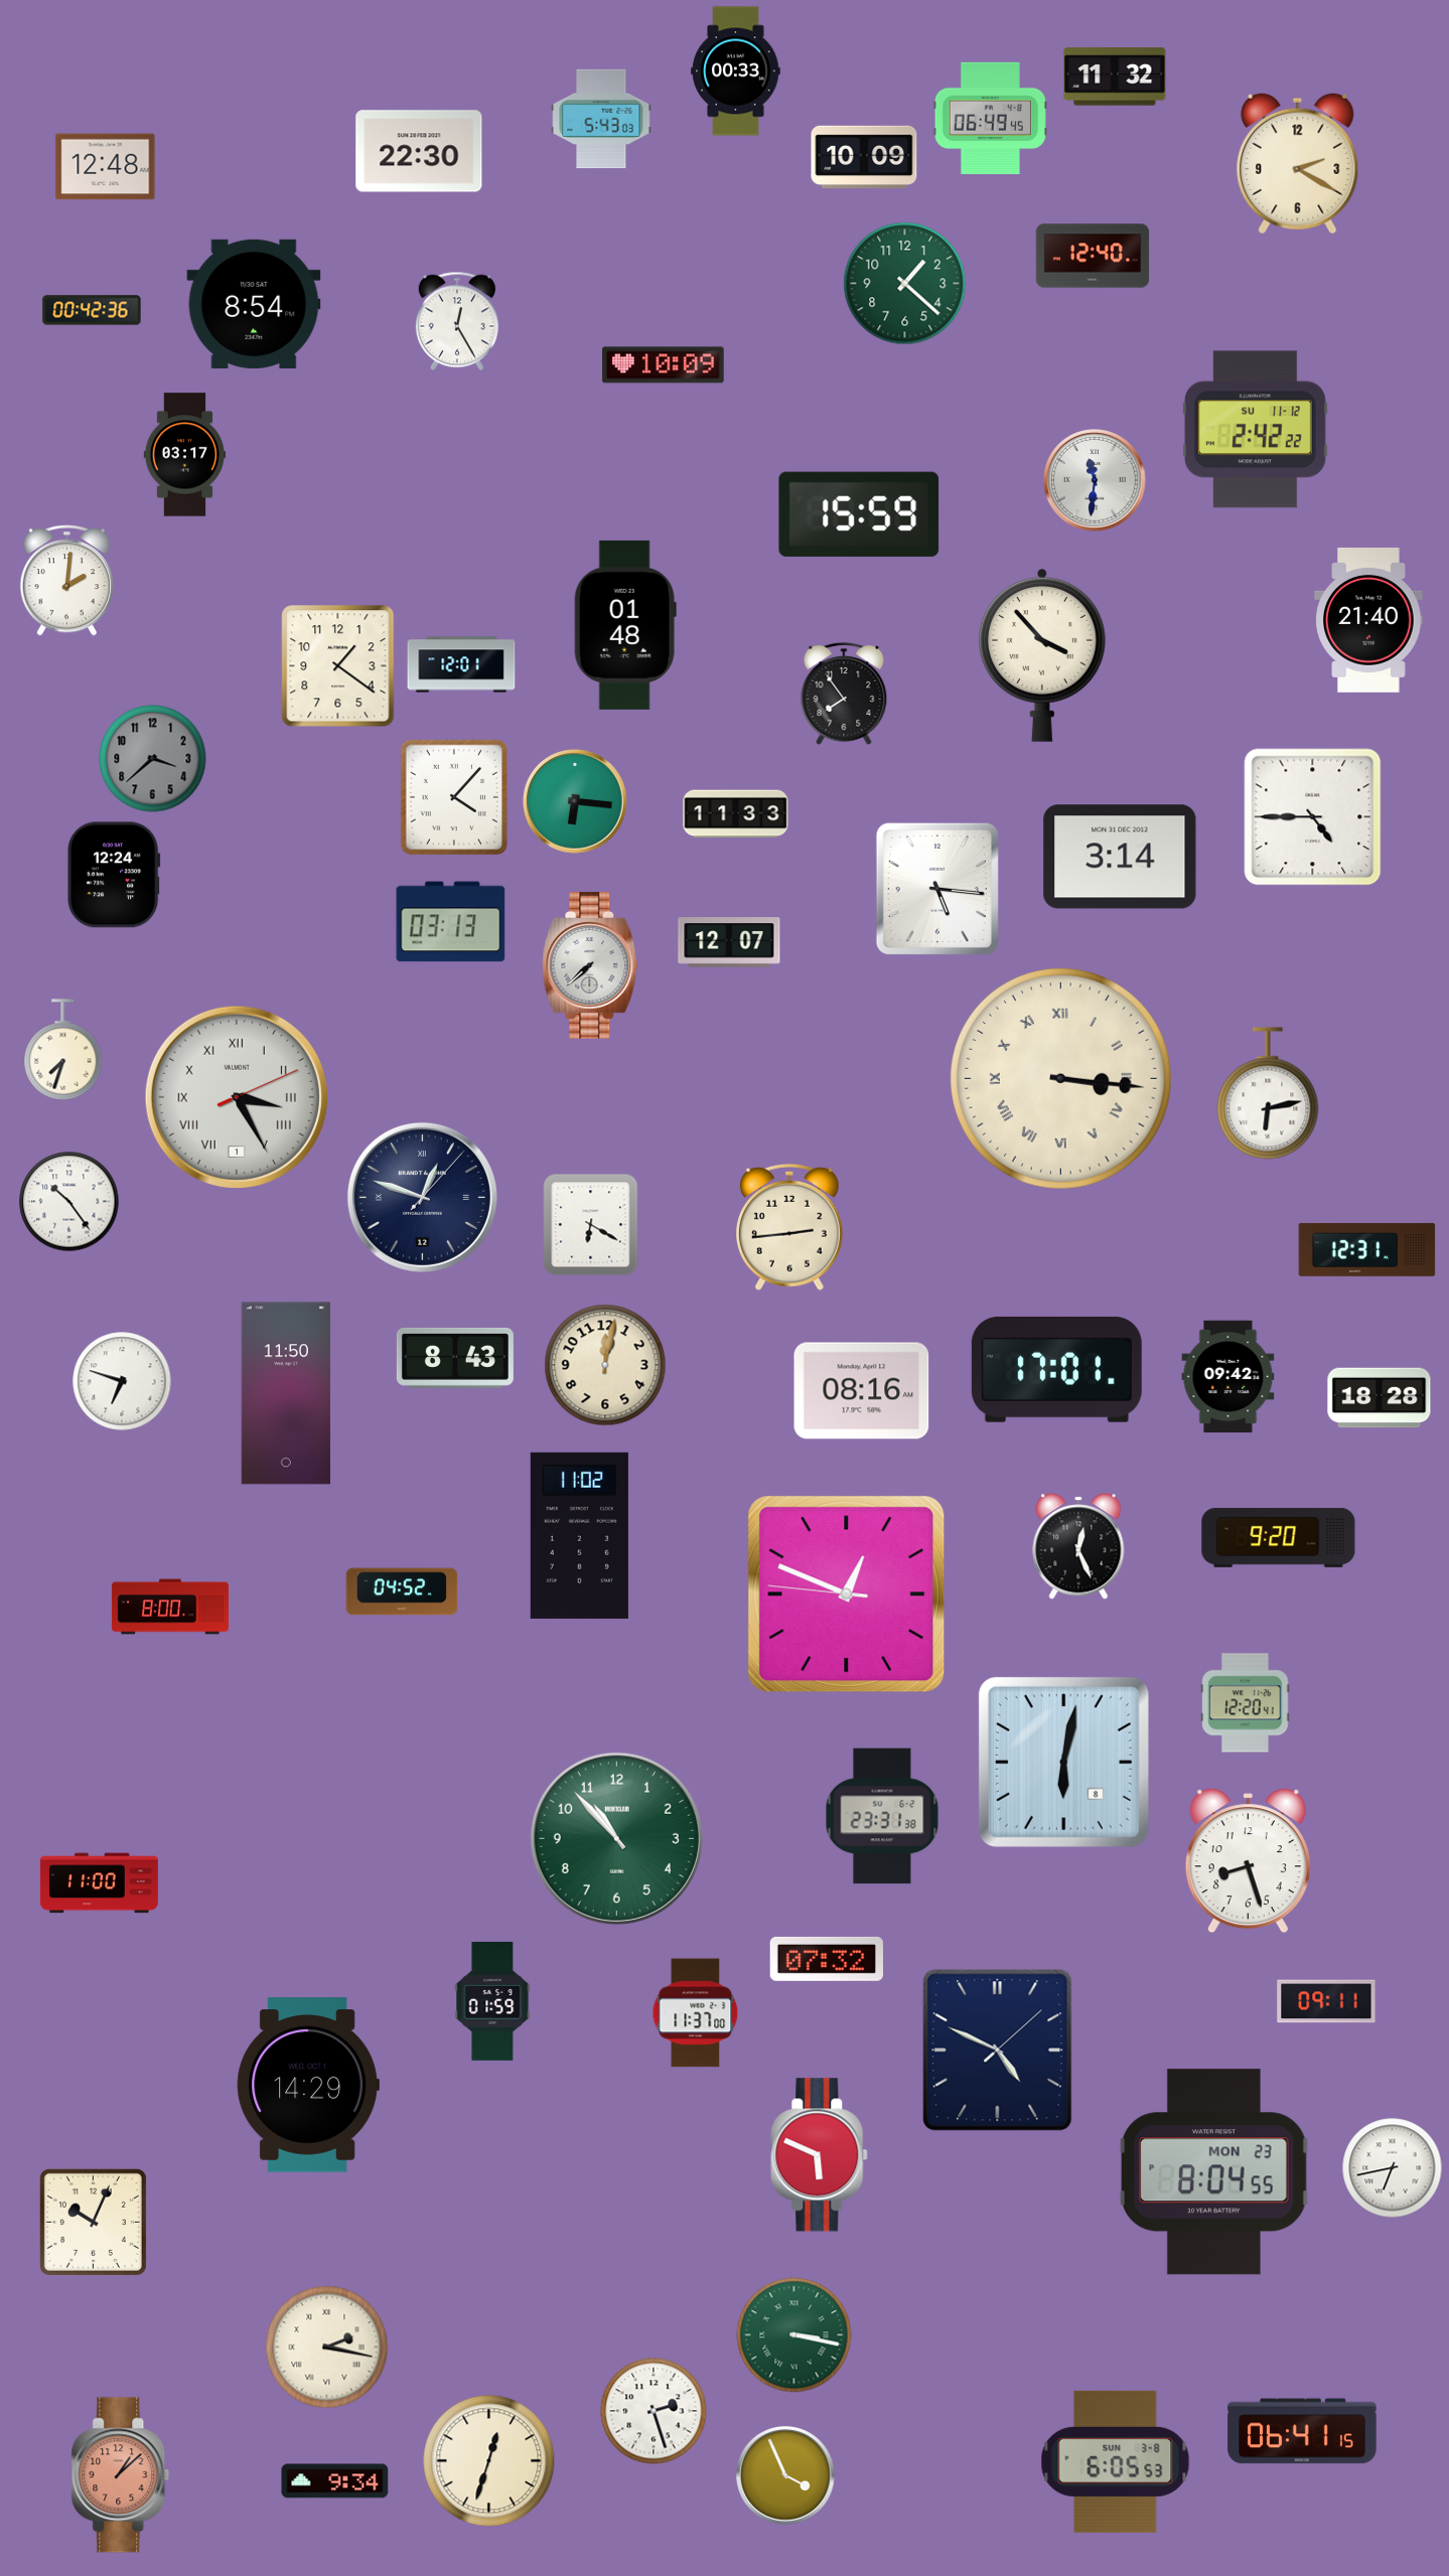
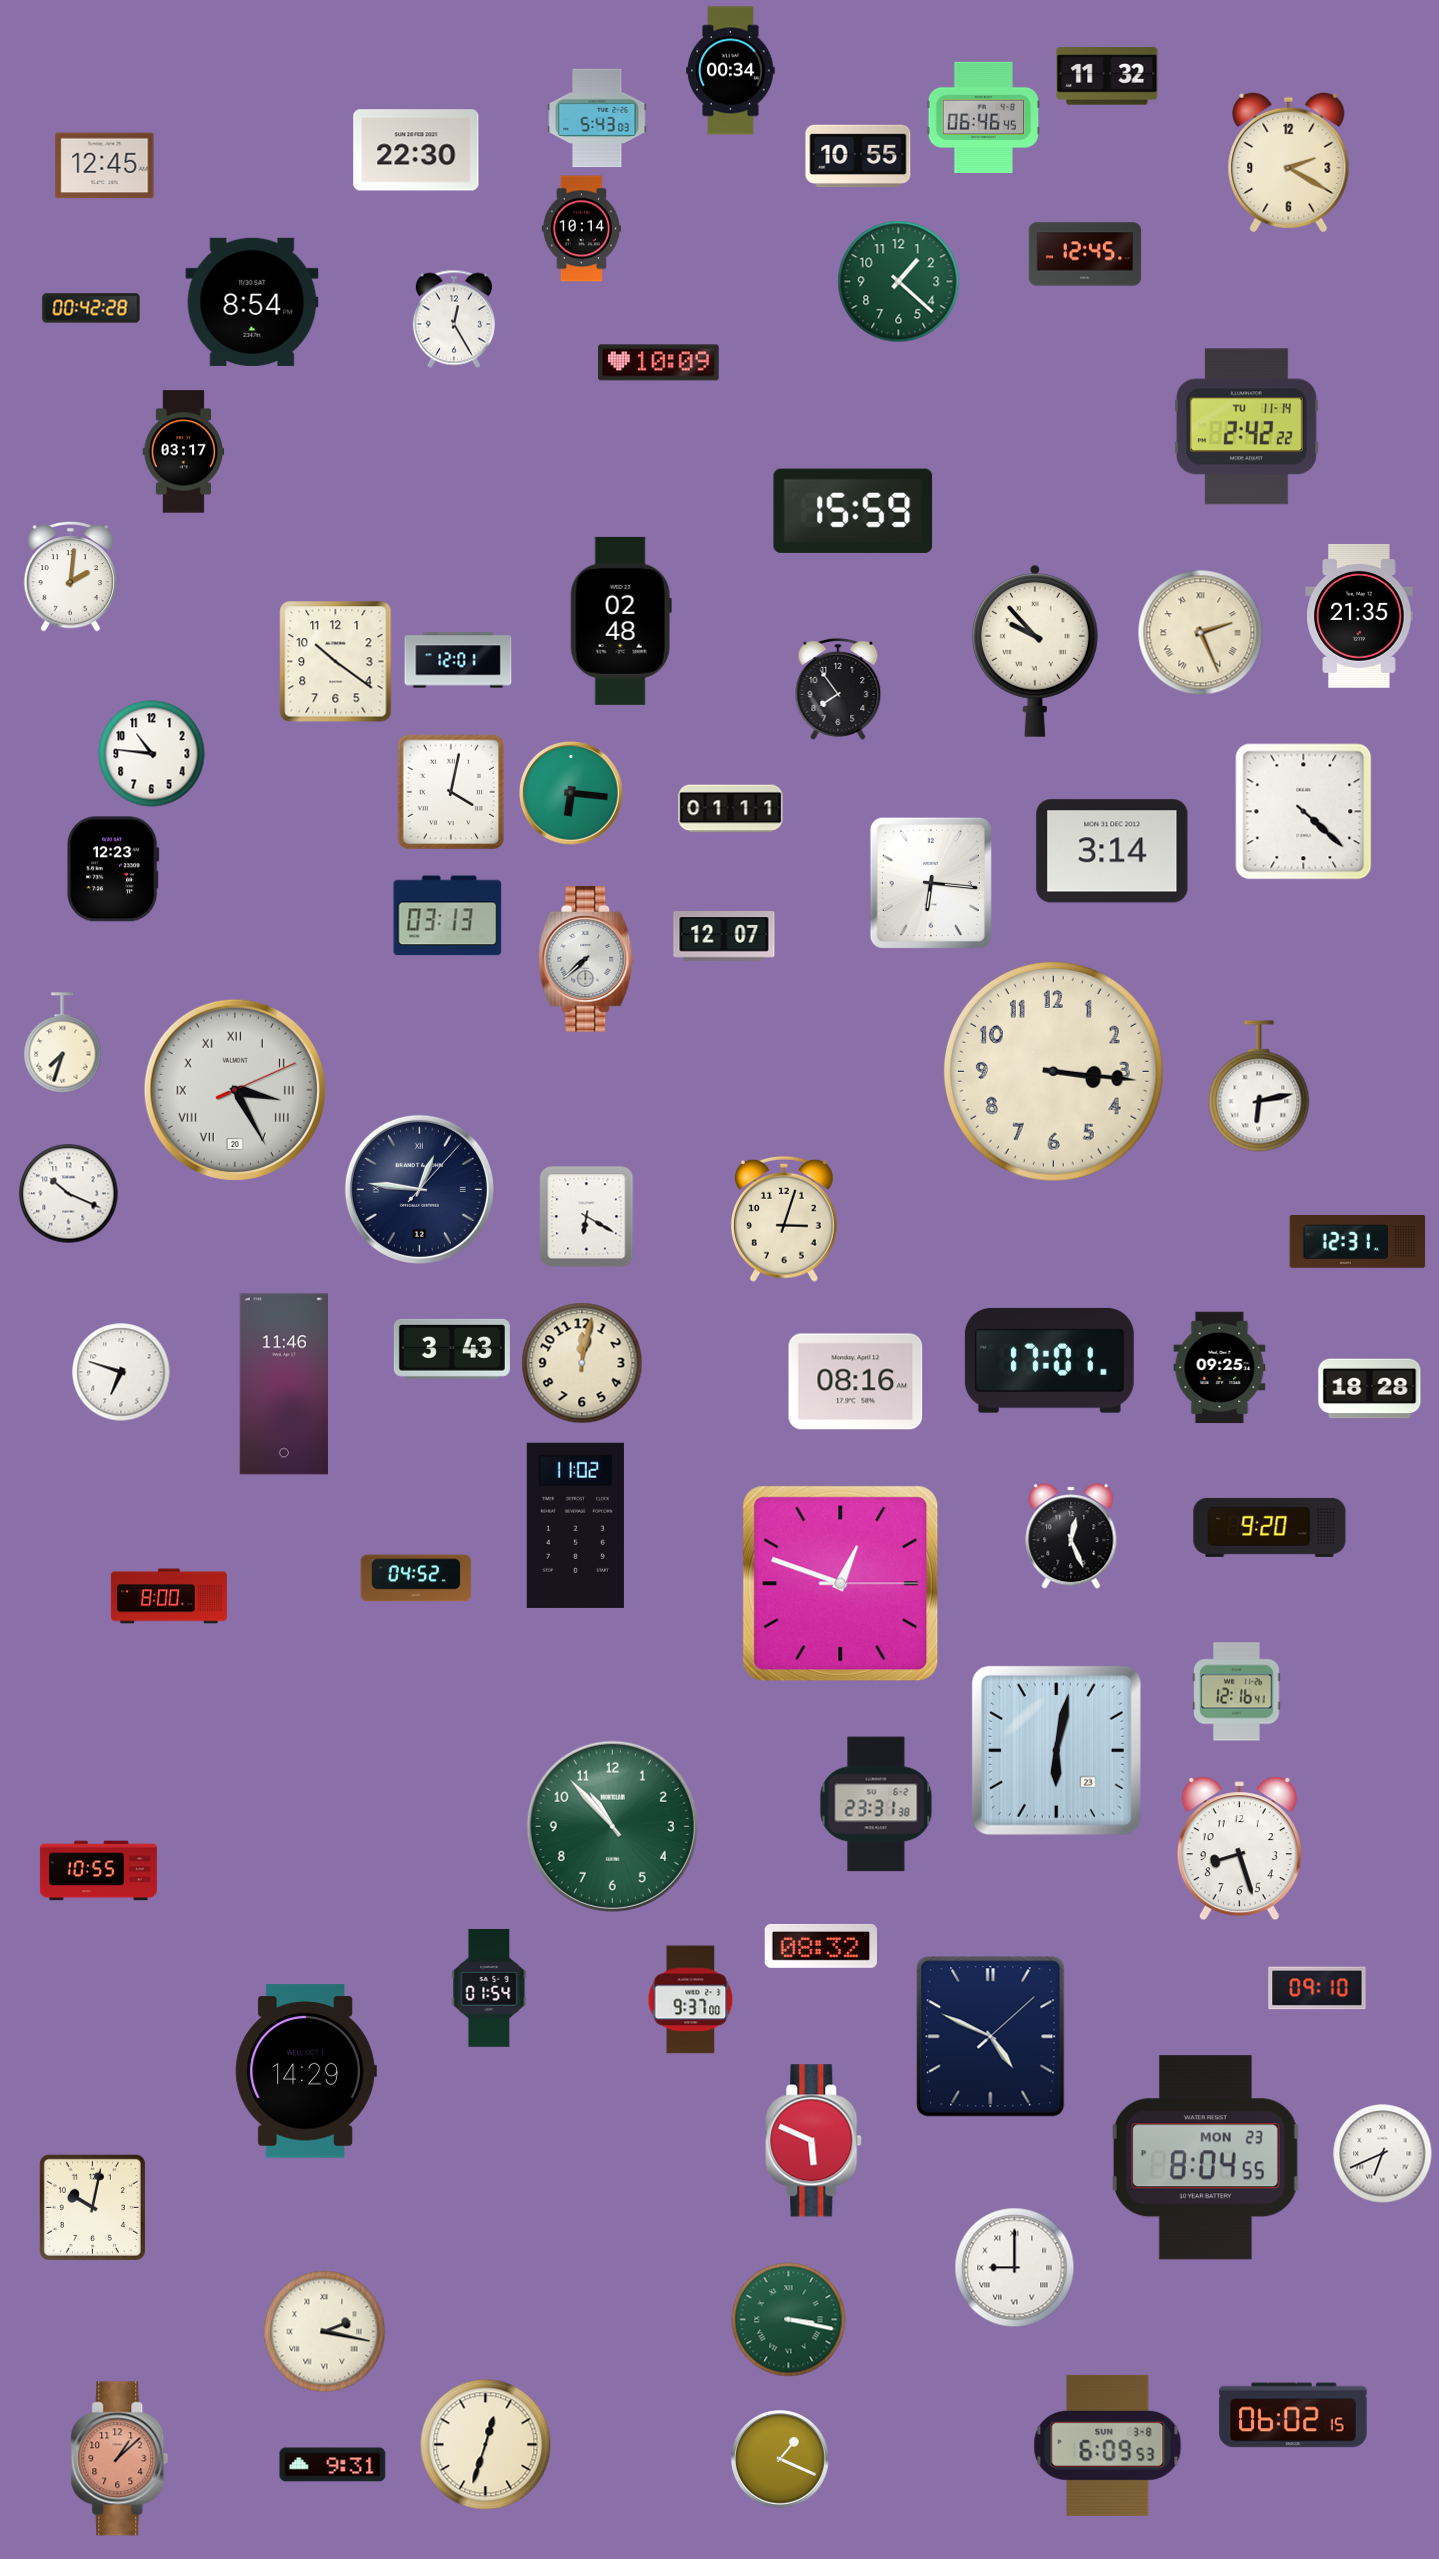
clock at (736, 71): 00:33 -> 00:34
clock at (990, 118): 06:49 -> 06:46
clock at (864, 157): 10:09 -> 10:55
clock at (106, 167): 12:48 -> 12:45
clock at (581, 229): none -> 10:14
clock at (1093, 256): 12:40 -> 12:45
clock at (92, 310): 00:42:36 -> 00:42:28
clock at (1255, 430) date: SU 11-12 -> TU 11-14
clock at (1095, 480): 11:31 -> none
clock at (67, 580) position: (67, 580) -> (71, 576)
clock at (1368, 620): 21:40 -> 21:35
clock at (625, 625): 01:48 -> 02:48
clock at (1201, 633): none -> 2:26
clock at (1042, 655): 3:53 -> 9:53
clock at (338, 666): 1:21 -> 10:21
clock at (153, 759): 3:38 -> 10:46
clock at (153, 759) dial: grey -> white
clock at (454, 797): 4:07 -> 4:02
clock at (575, 801) position: (575, 801) -> (571, 793)
clock at (736, 814): 11:33 -> 01:11
clock at (1313, 817): 4:45 -> 4:22
clock at (114, 875): 12:24 -> 12:23
clock at (937, 889): 5:16 -> 6:16
clock at (1060, 1078) numerals: Roman -> Arabic
clock at (237, 1097) date: 1 -> 20
clock at (422, 1197): 12:48 -> 12:46
clock at (69, 1202): 10:24 -> 10:19
clock at (790, 1227): 2:44 -> 3:03
clock at (455, 1358): 8:43 -> 3:43
clock at (605, 1365) position: (605, 1365) -> (582, 1363)
clock at (1228, 1377): 09:42 -> 09:25
clock at (285, 1393): 11:50 -> 11:46
clock at (402, 1592) position: (402, 1592) -> (416, 1578)
clock at (847, 1595): 12:48:46 -> 12:48:15
clock at (1246, 1703): 12:20 -> 12:16
clock at (1063, 1762) date: 8 -> 23
clock at (99, 1883): 11:00 -> 10:55
clock at (826, 1959): 07:32 -> 08:32
clock at (492, 2001): 01:59 -> 01:54
clock at (1326, 2001): 09:11 -> 09:10
clock at (696, 2013): 11:37 -> 9:37
clock at (1393, 2168): 6:43 -> 6:41
clock at (93, 2222): 10:04 -> 10:02
clock at (1015, 2268): none -> 9:00
clock at (654, 2411): 2:27 -> none
clock at (1302, 2431): 06:41 -> 06:02
clock at (1116, 2461): 6:05 -> 6:09
clock at (785, 2475): 3:56 -> 1:19
clock at (335, 2481): 9:34 -> 9:31
